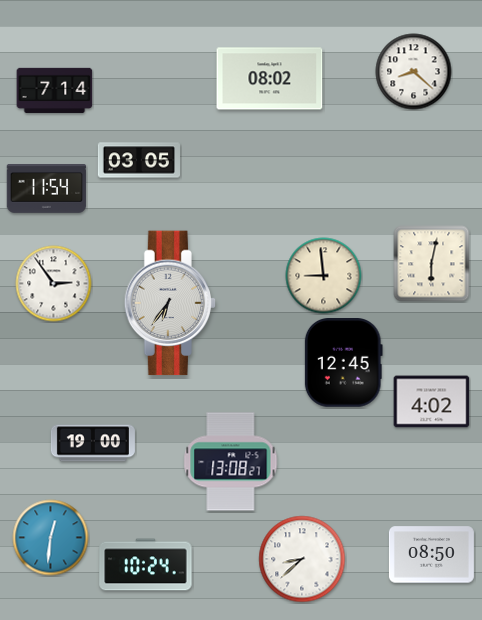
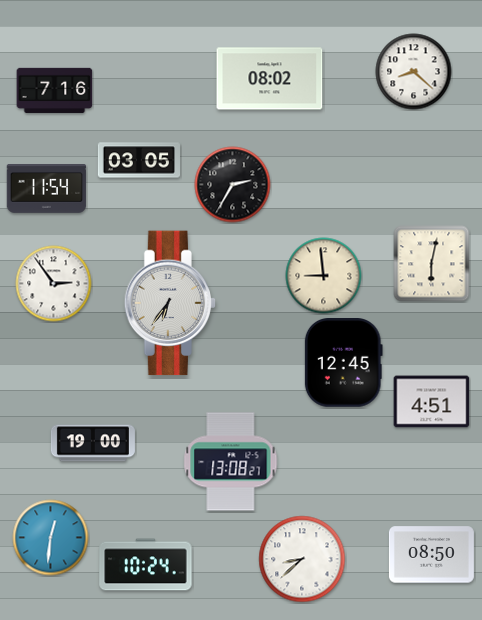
clock at (55, 90): 7:14 -> 7:16
clock at (233, 185): none -> 2:35
clock at (432, 402): 4:02 -> 4:51
